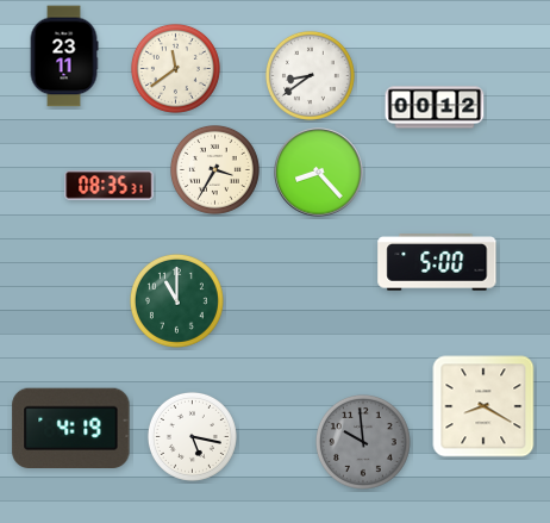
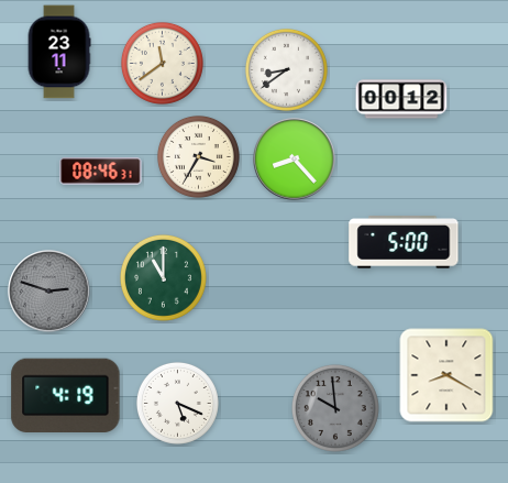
clock at (110, 186): 08:35 -> 08:46
clock at (49, 292): none -> 2:48
clock at (192, 436): 5:17 -> 5:19
